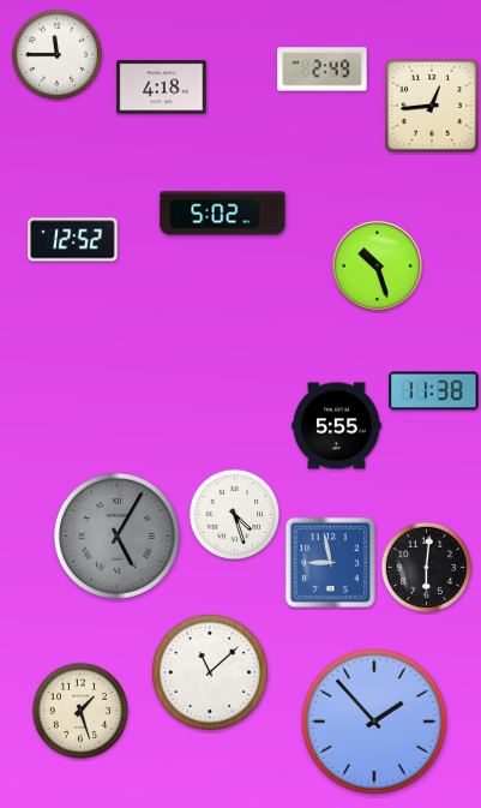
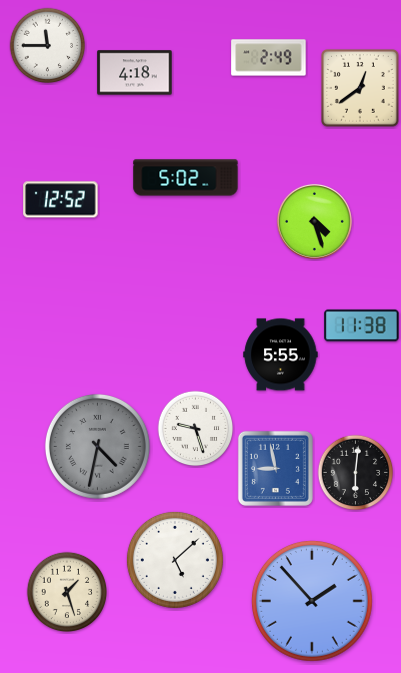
clock at (433, 107): 12:44 -> 12:39
clock at (377, 265): 10:27 -> 4:27
clock at (235, 515): 4:27 -> 9:27
clock at (116, 535): 5:05 -> 4:32
clock at (210, 672): 11:08 -> 5:08
